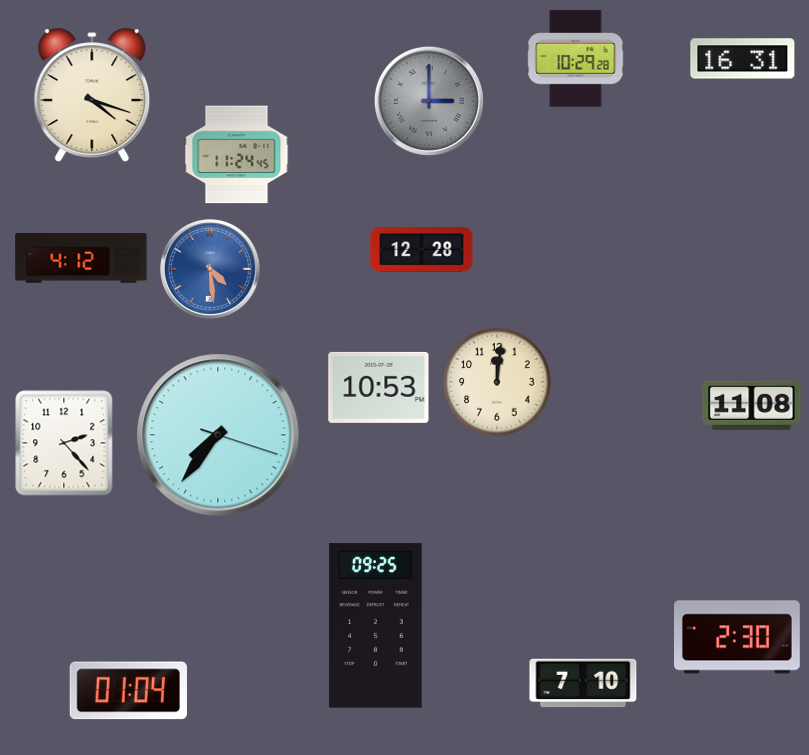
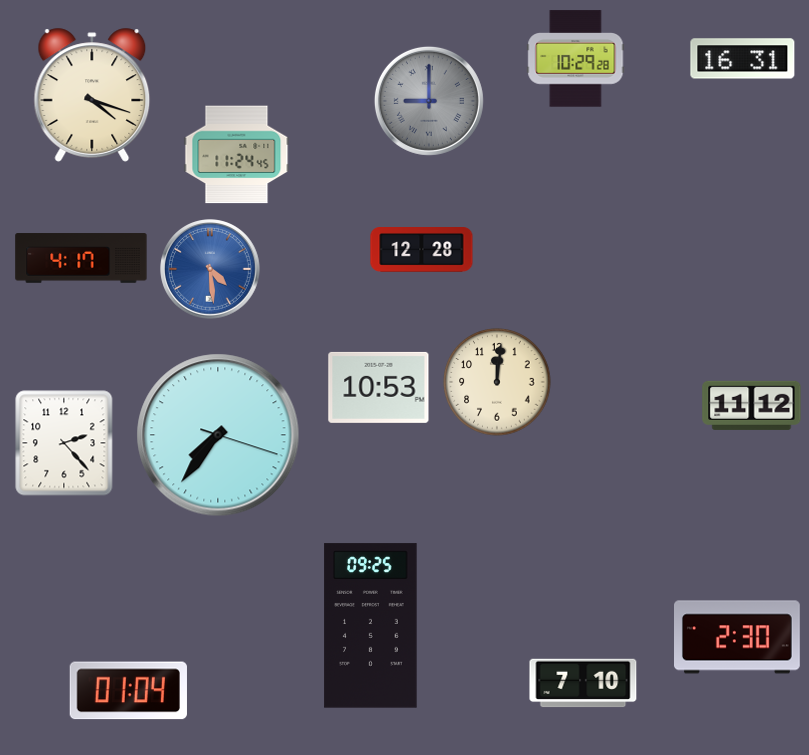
clock at (429, 101): 3:00 -> 9:00
clock at (81, 258): 4:12 -> 4:17
clock at (752, 405): 11:08 -> 11:12
clock at (376, 626) position: (376, 626) -> (371, 626)
